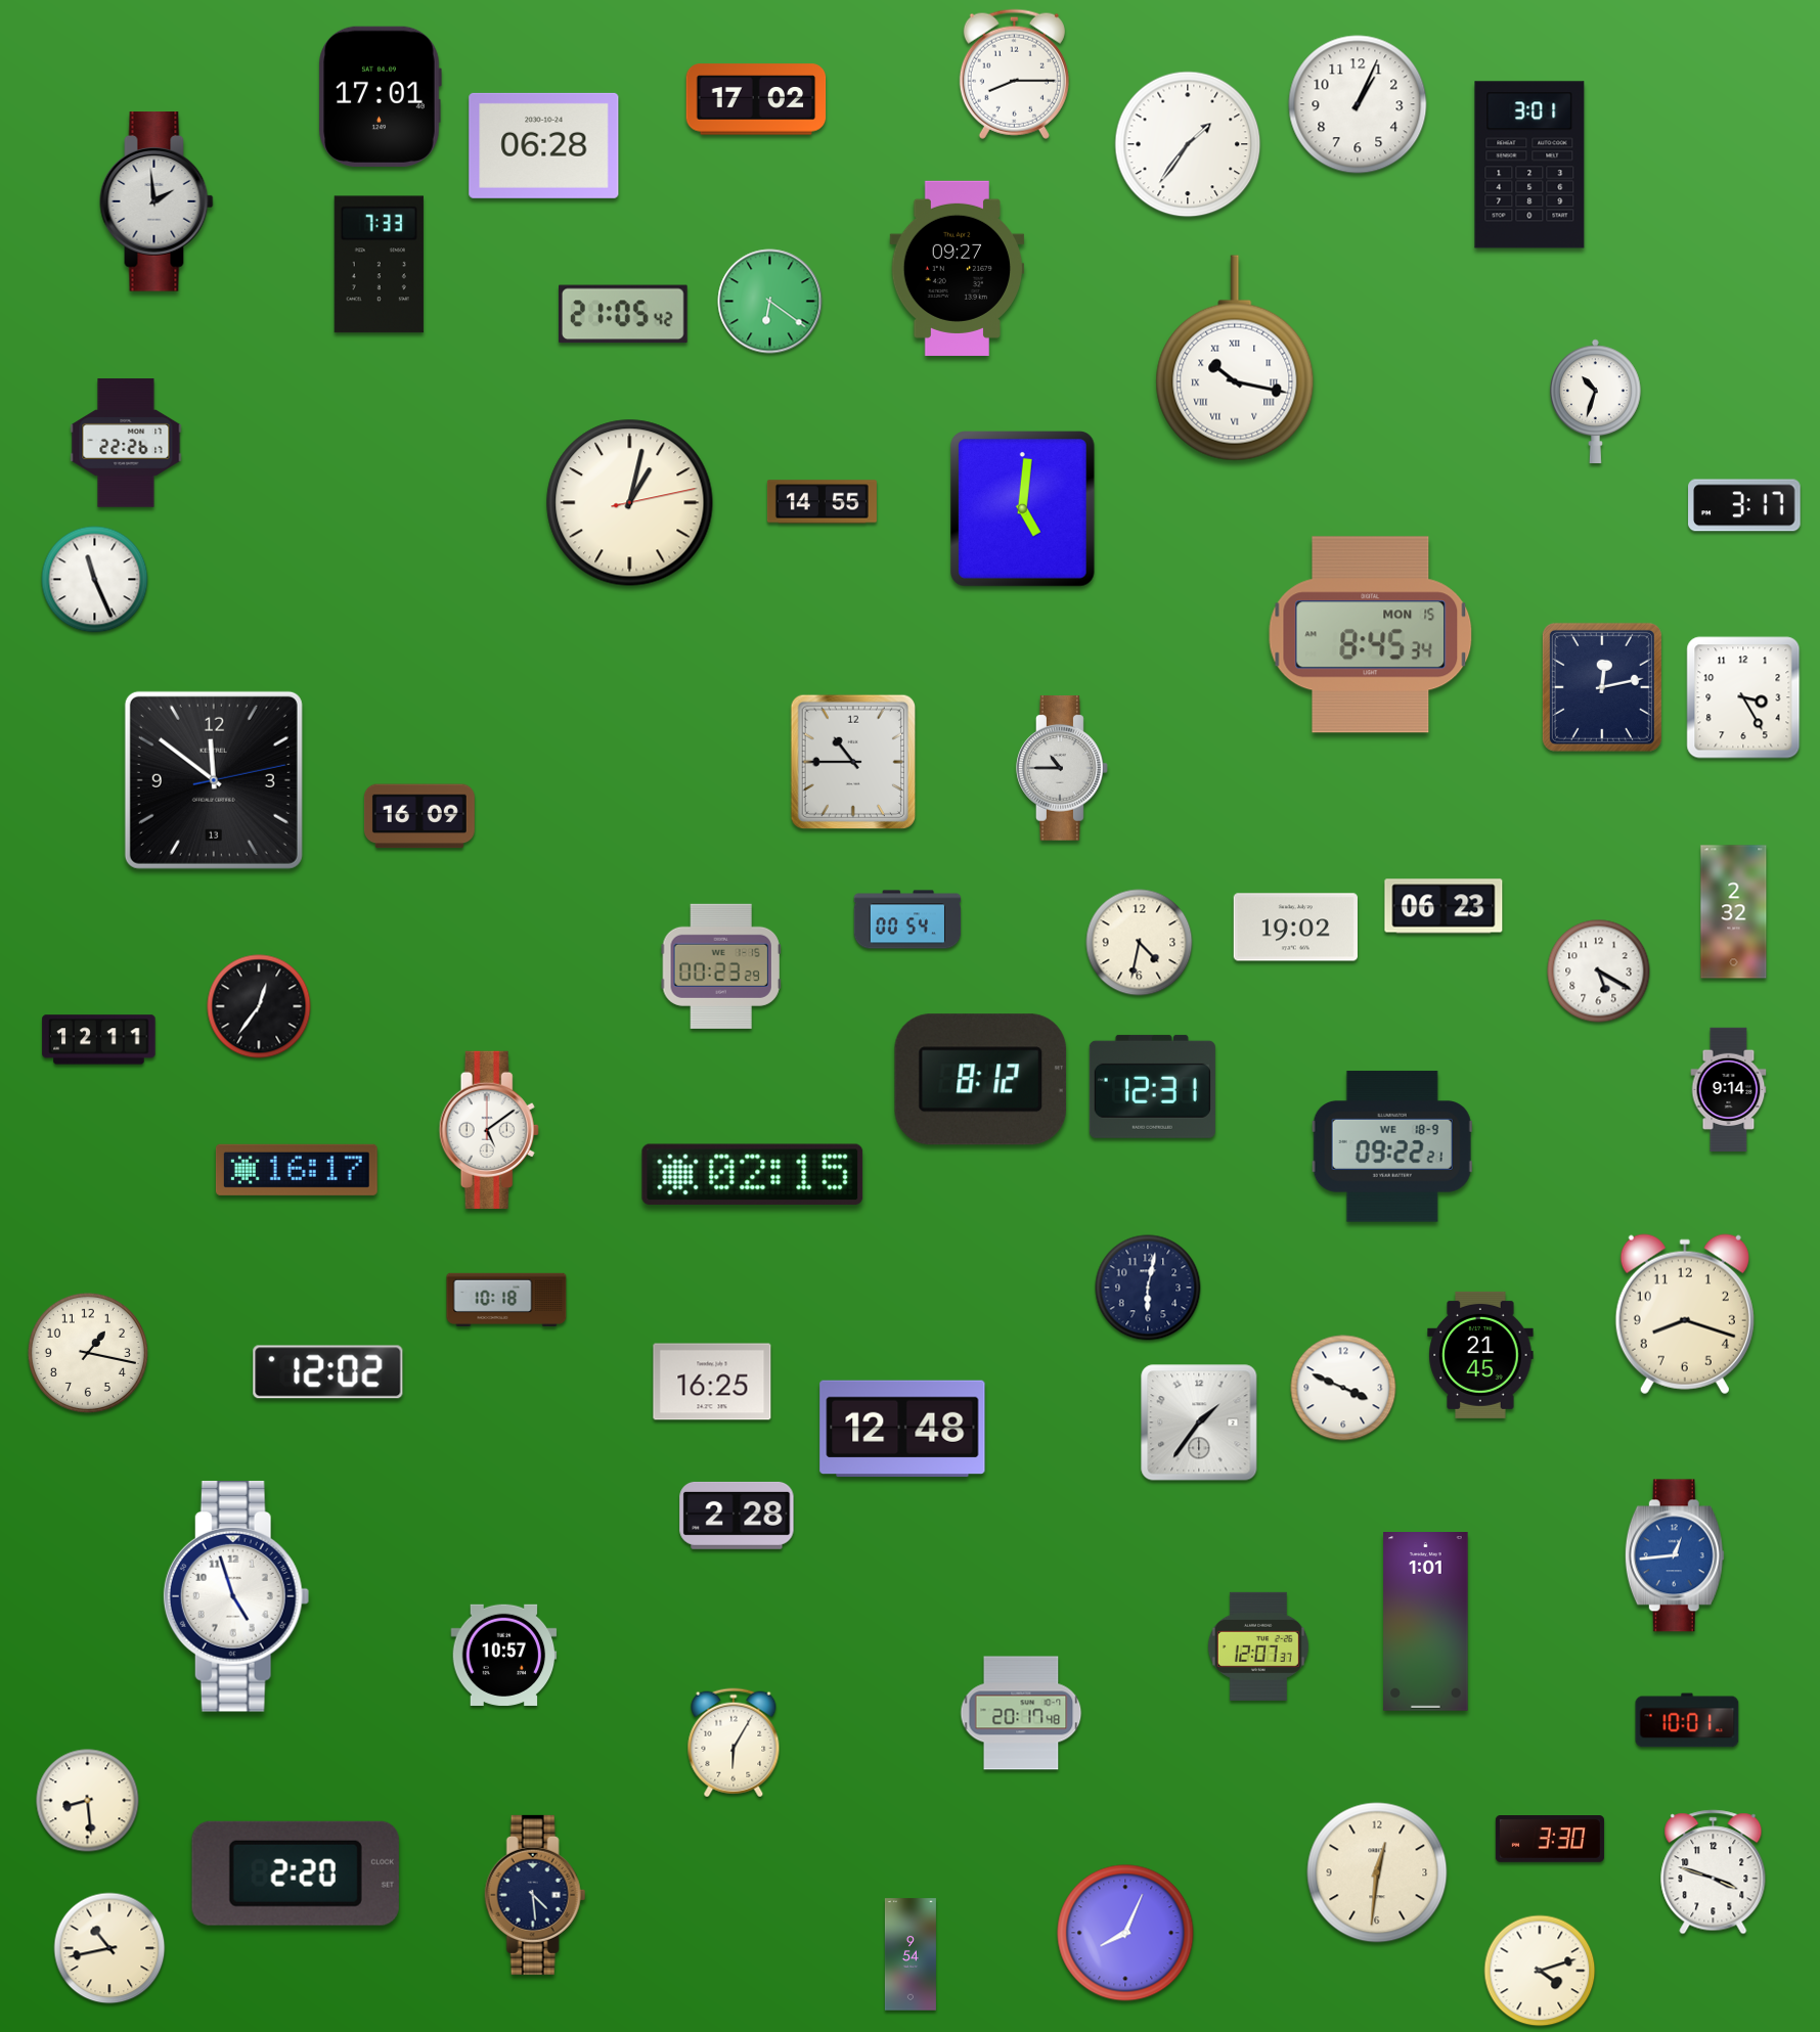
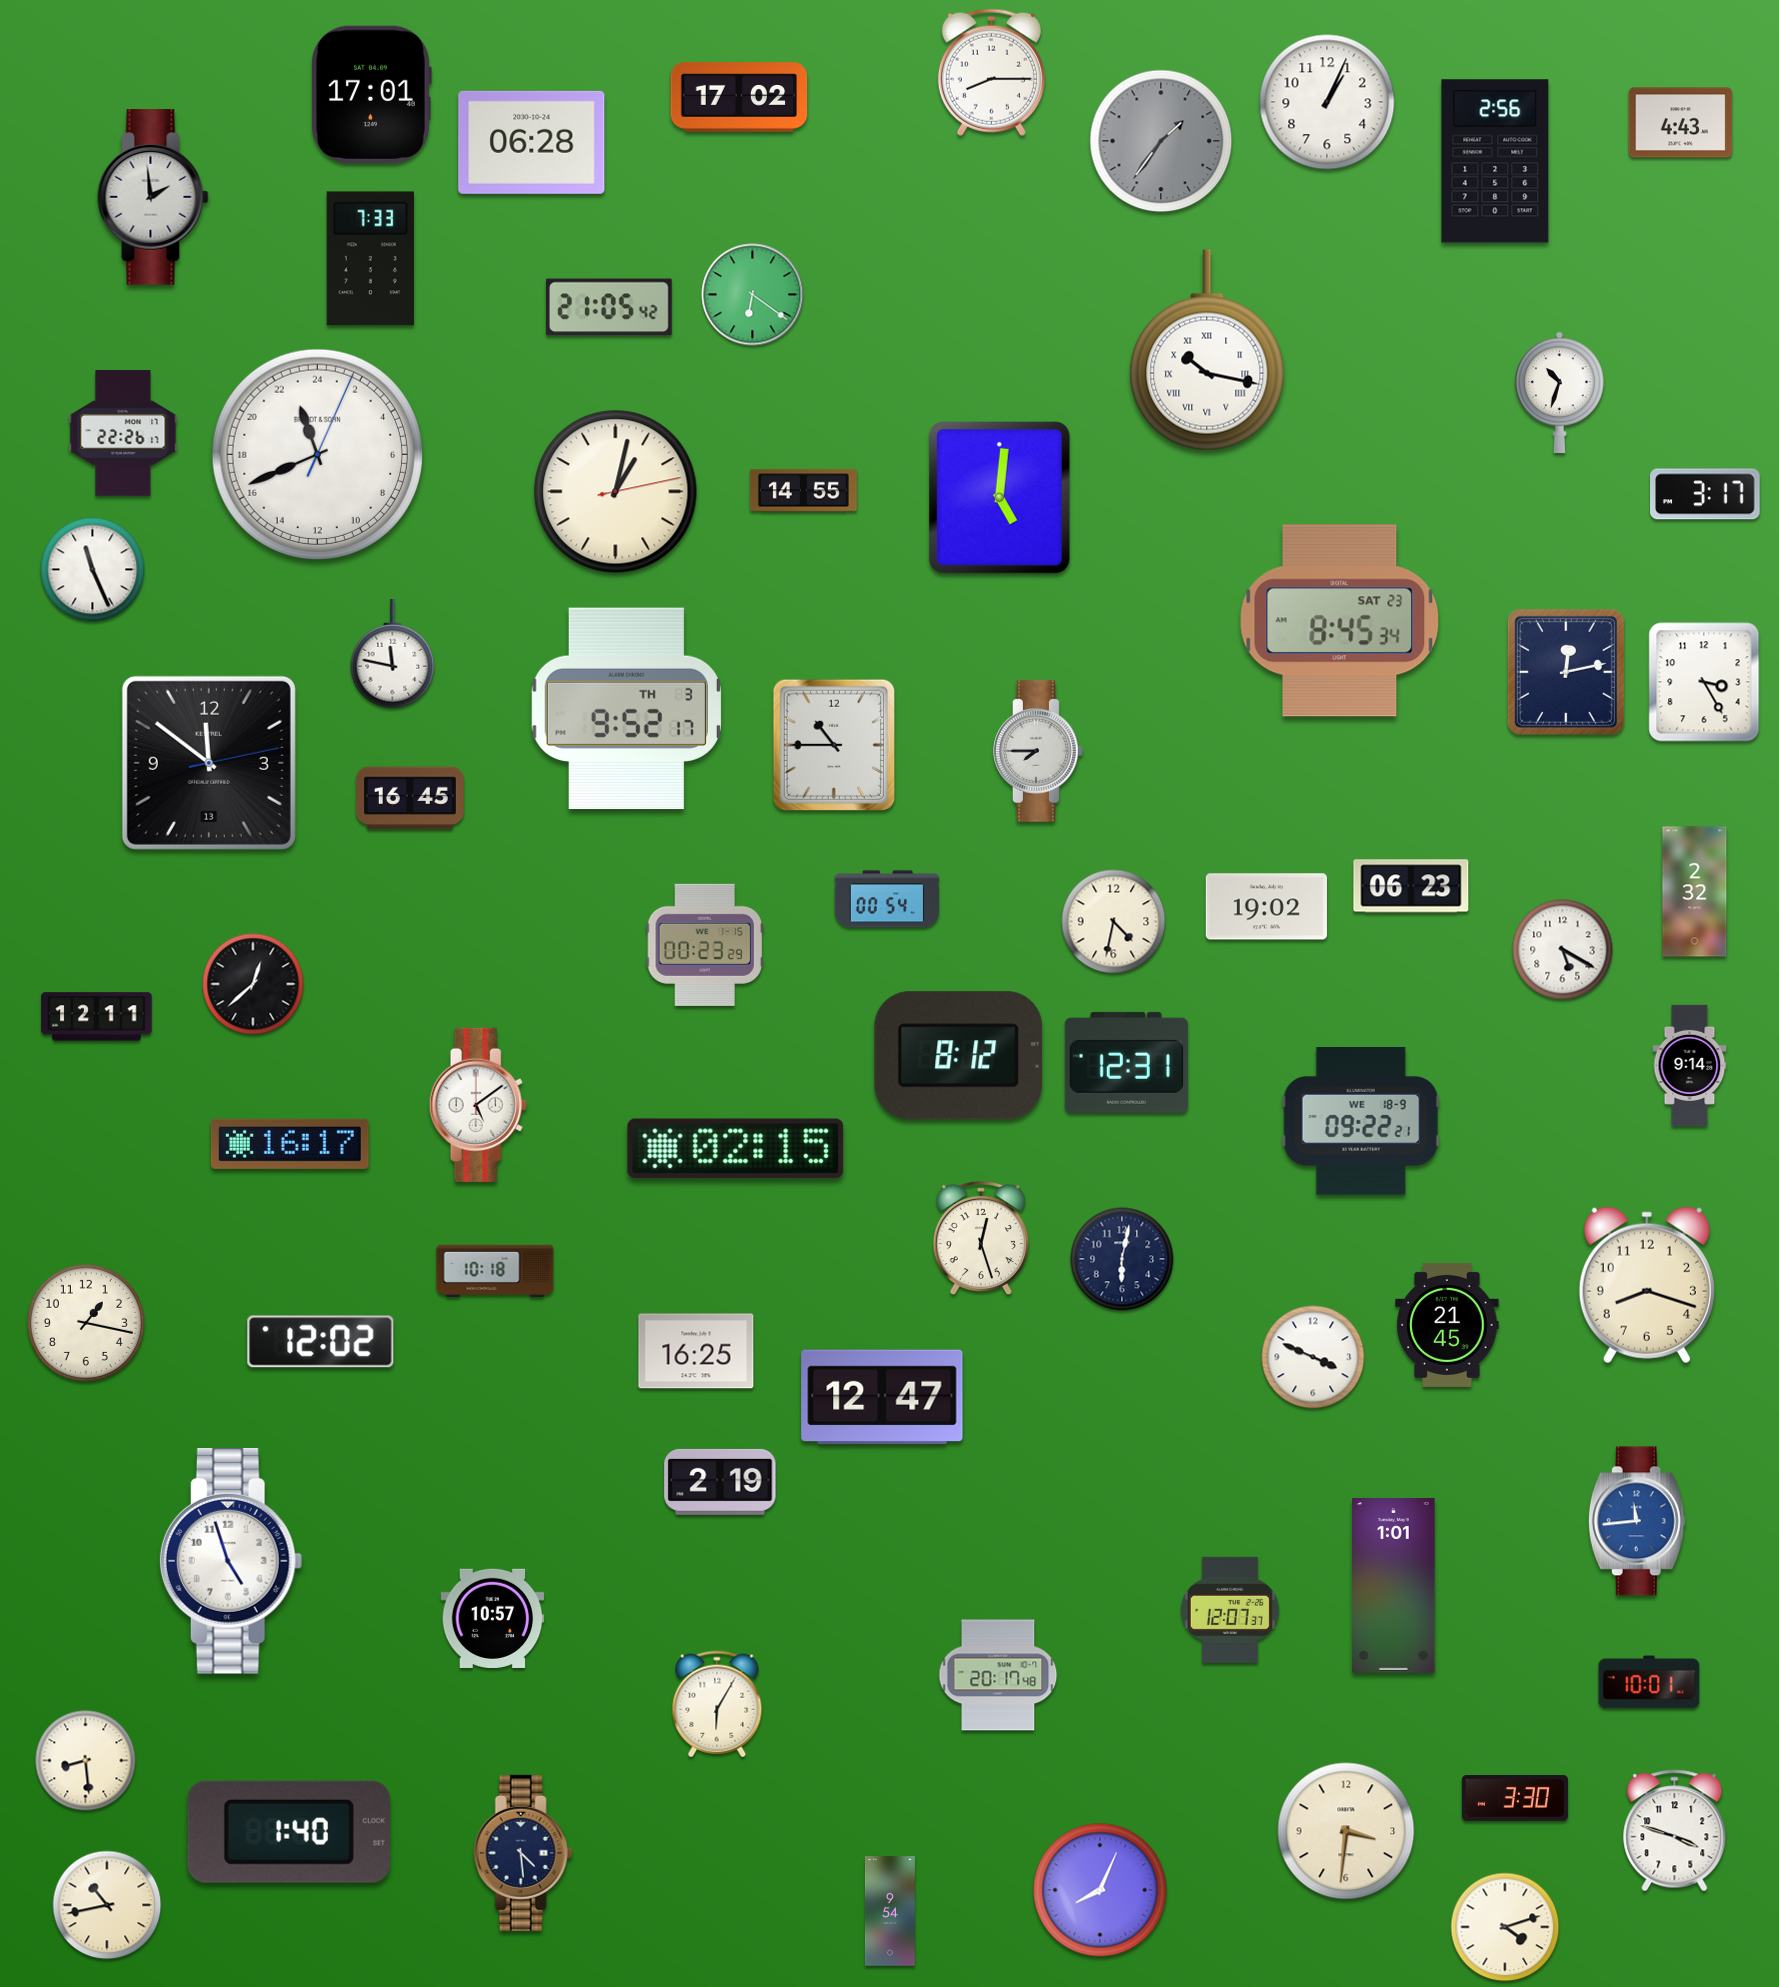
clock at (1681, 123): none -> 4:43
clock at (1188, 144) dial: white -> grey
clock at (1529, 165): 3:01 -> 2:56
clock at (958, 268): 09:27 -> none
clock at (317, 454): none -> 22:41
clock at (95, 580) position: (95, 580) -> (93, 570)
clock at (1371, 635) date: MON 15 -> SAT 23
clock at (393, 655): none -> 11:47
clock at (626, 709): none -> 9:52
clock at (1063, 769): 10:45 -> 7:45
clock at (419, 816): 16:09 -> 16:45
clock at (259, 1006): 12:36 -> 12:38
clock at (981, 1238): none -> 12:27
clock at (1199, 1423): 1:36 -> none
clock at (902, 1429): 12:48 -> 12:47
clock at (737, 1516): 2:28 -> 2:19
clock at (1675, 1555): 12:44 -> 11:44
clock at (1377, 1872): 12:31 -> 3:31
clock at (296, 1873): 2:20 -> 1:40
